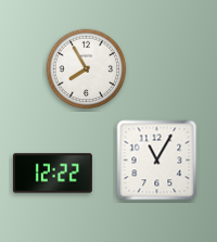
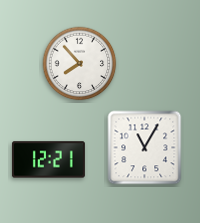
clock at (87, 69): 7:55 -> 7:53
clock at (52, 174): 12:22 -> 12:21
